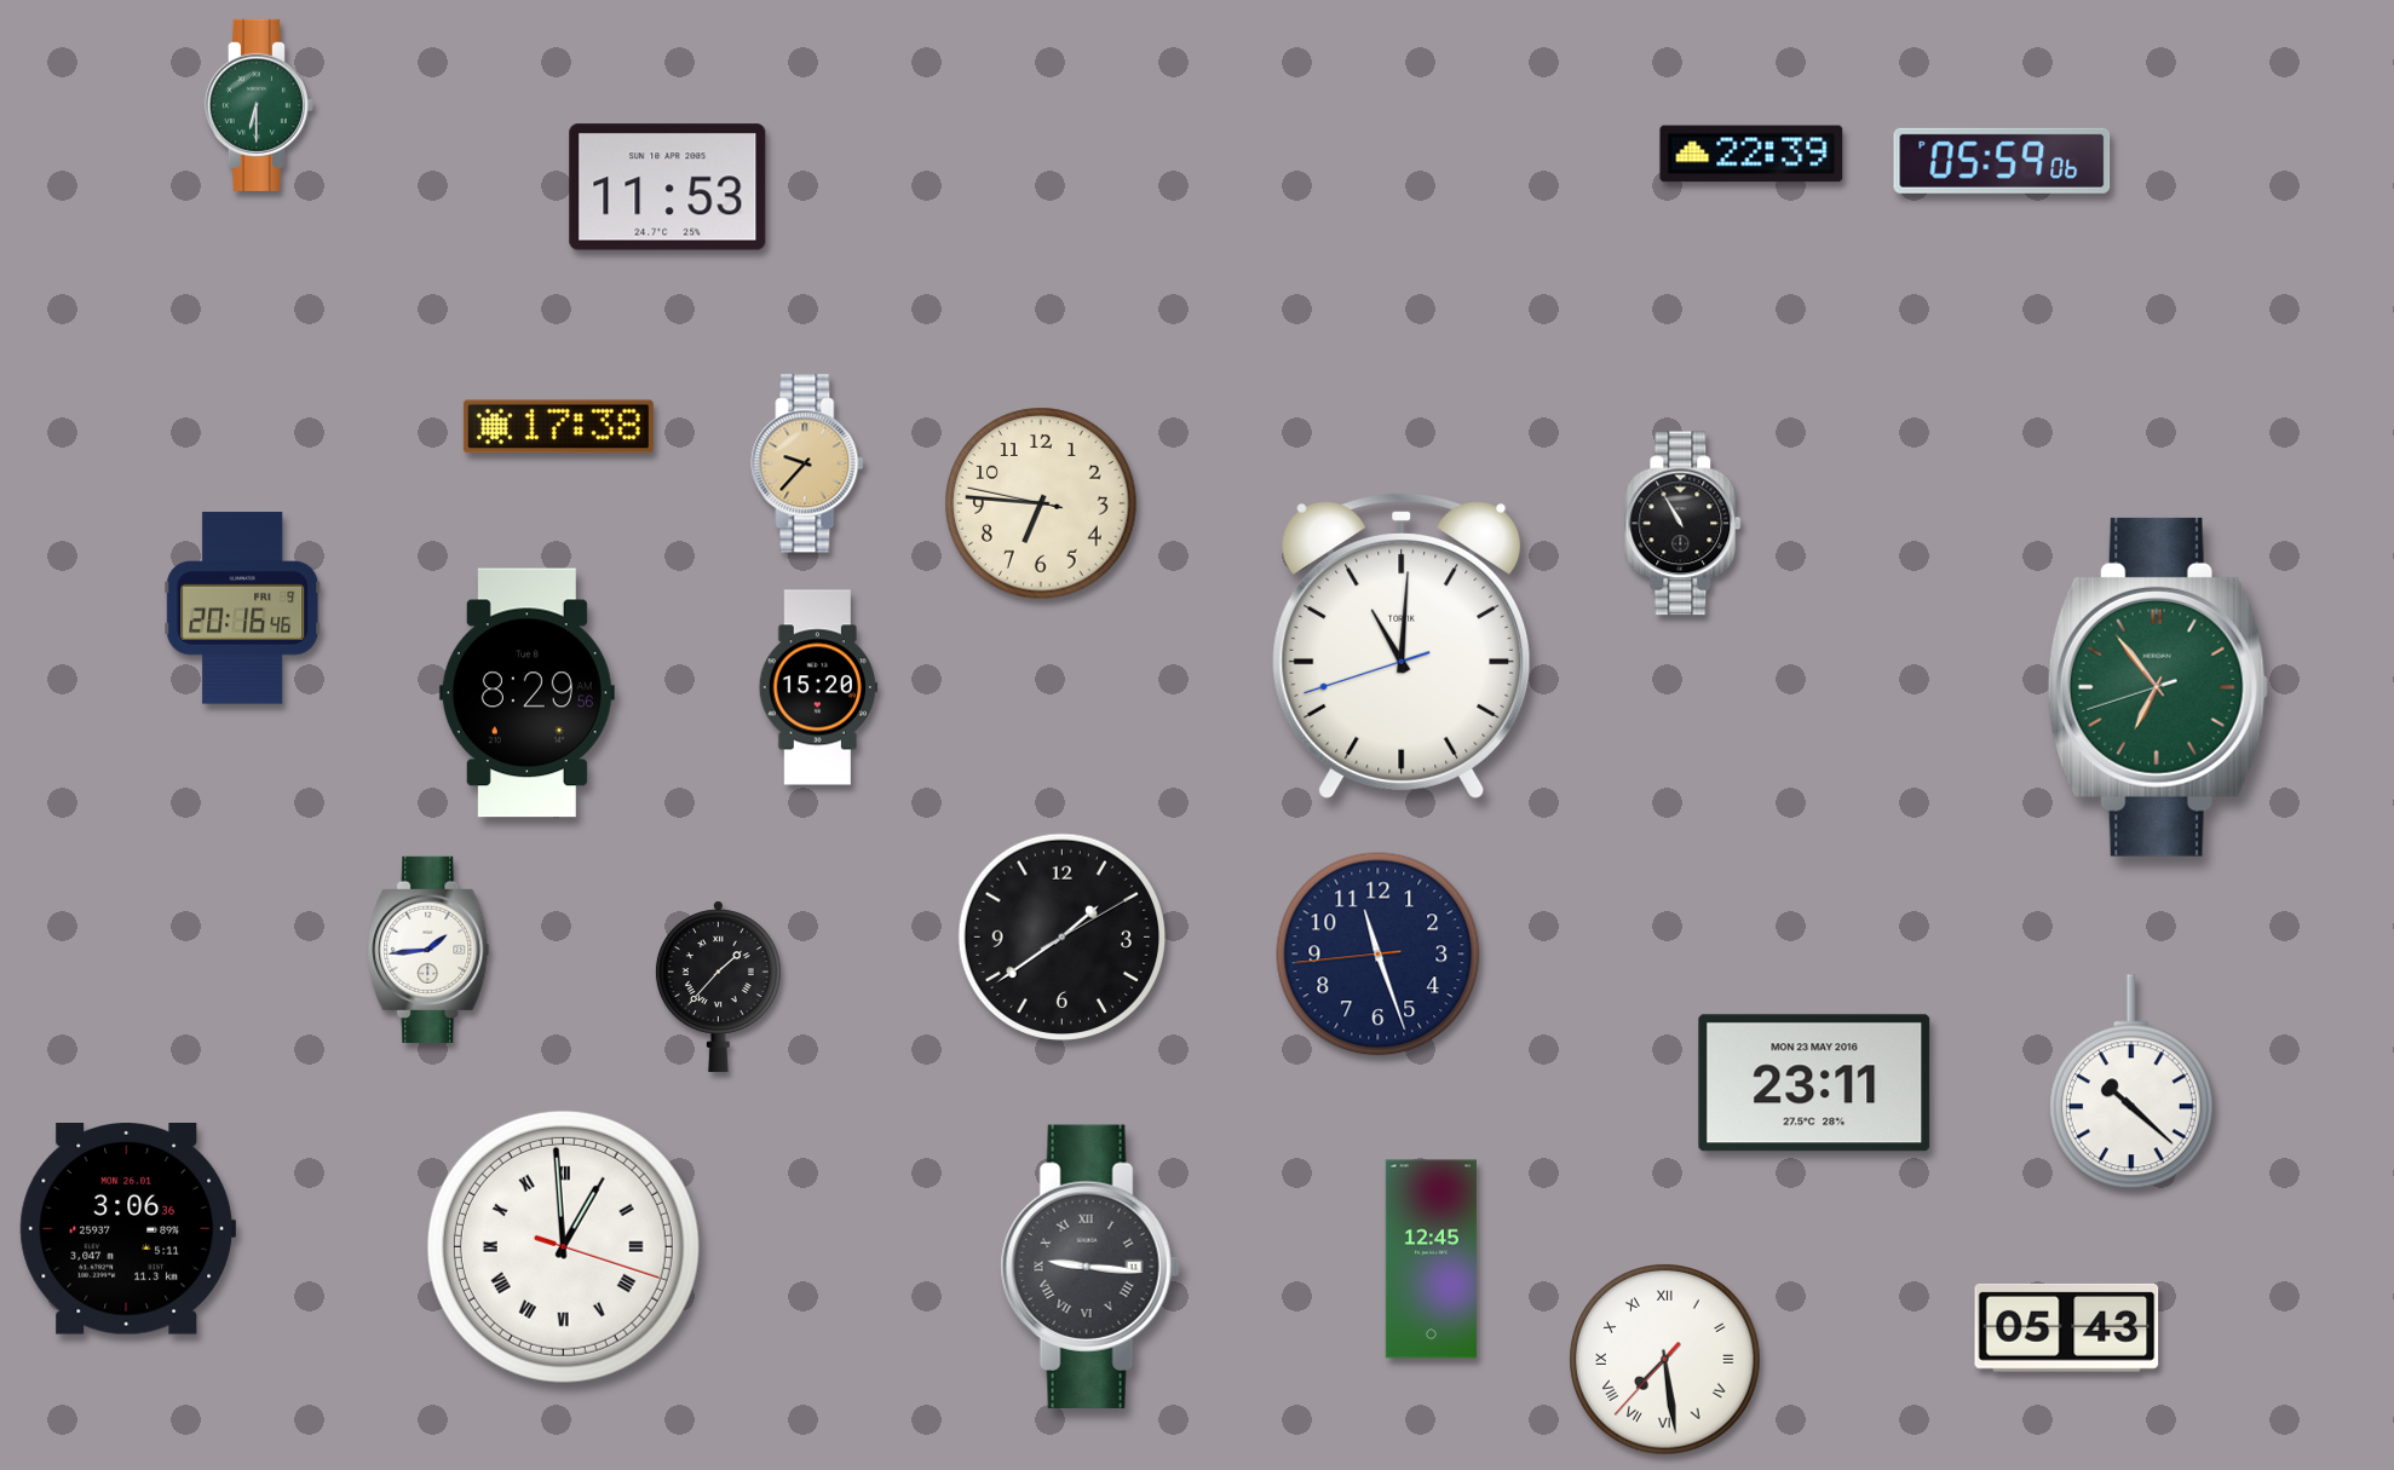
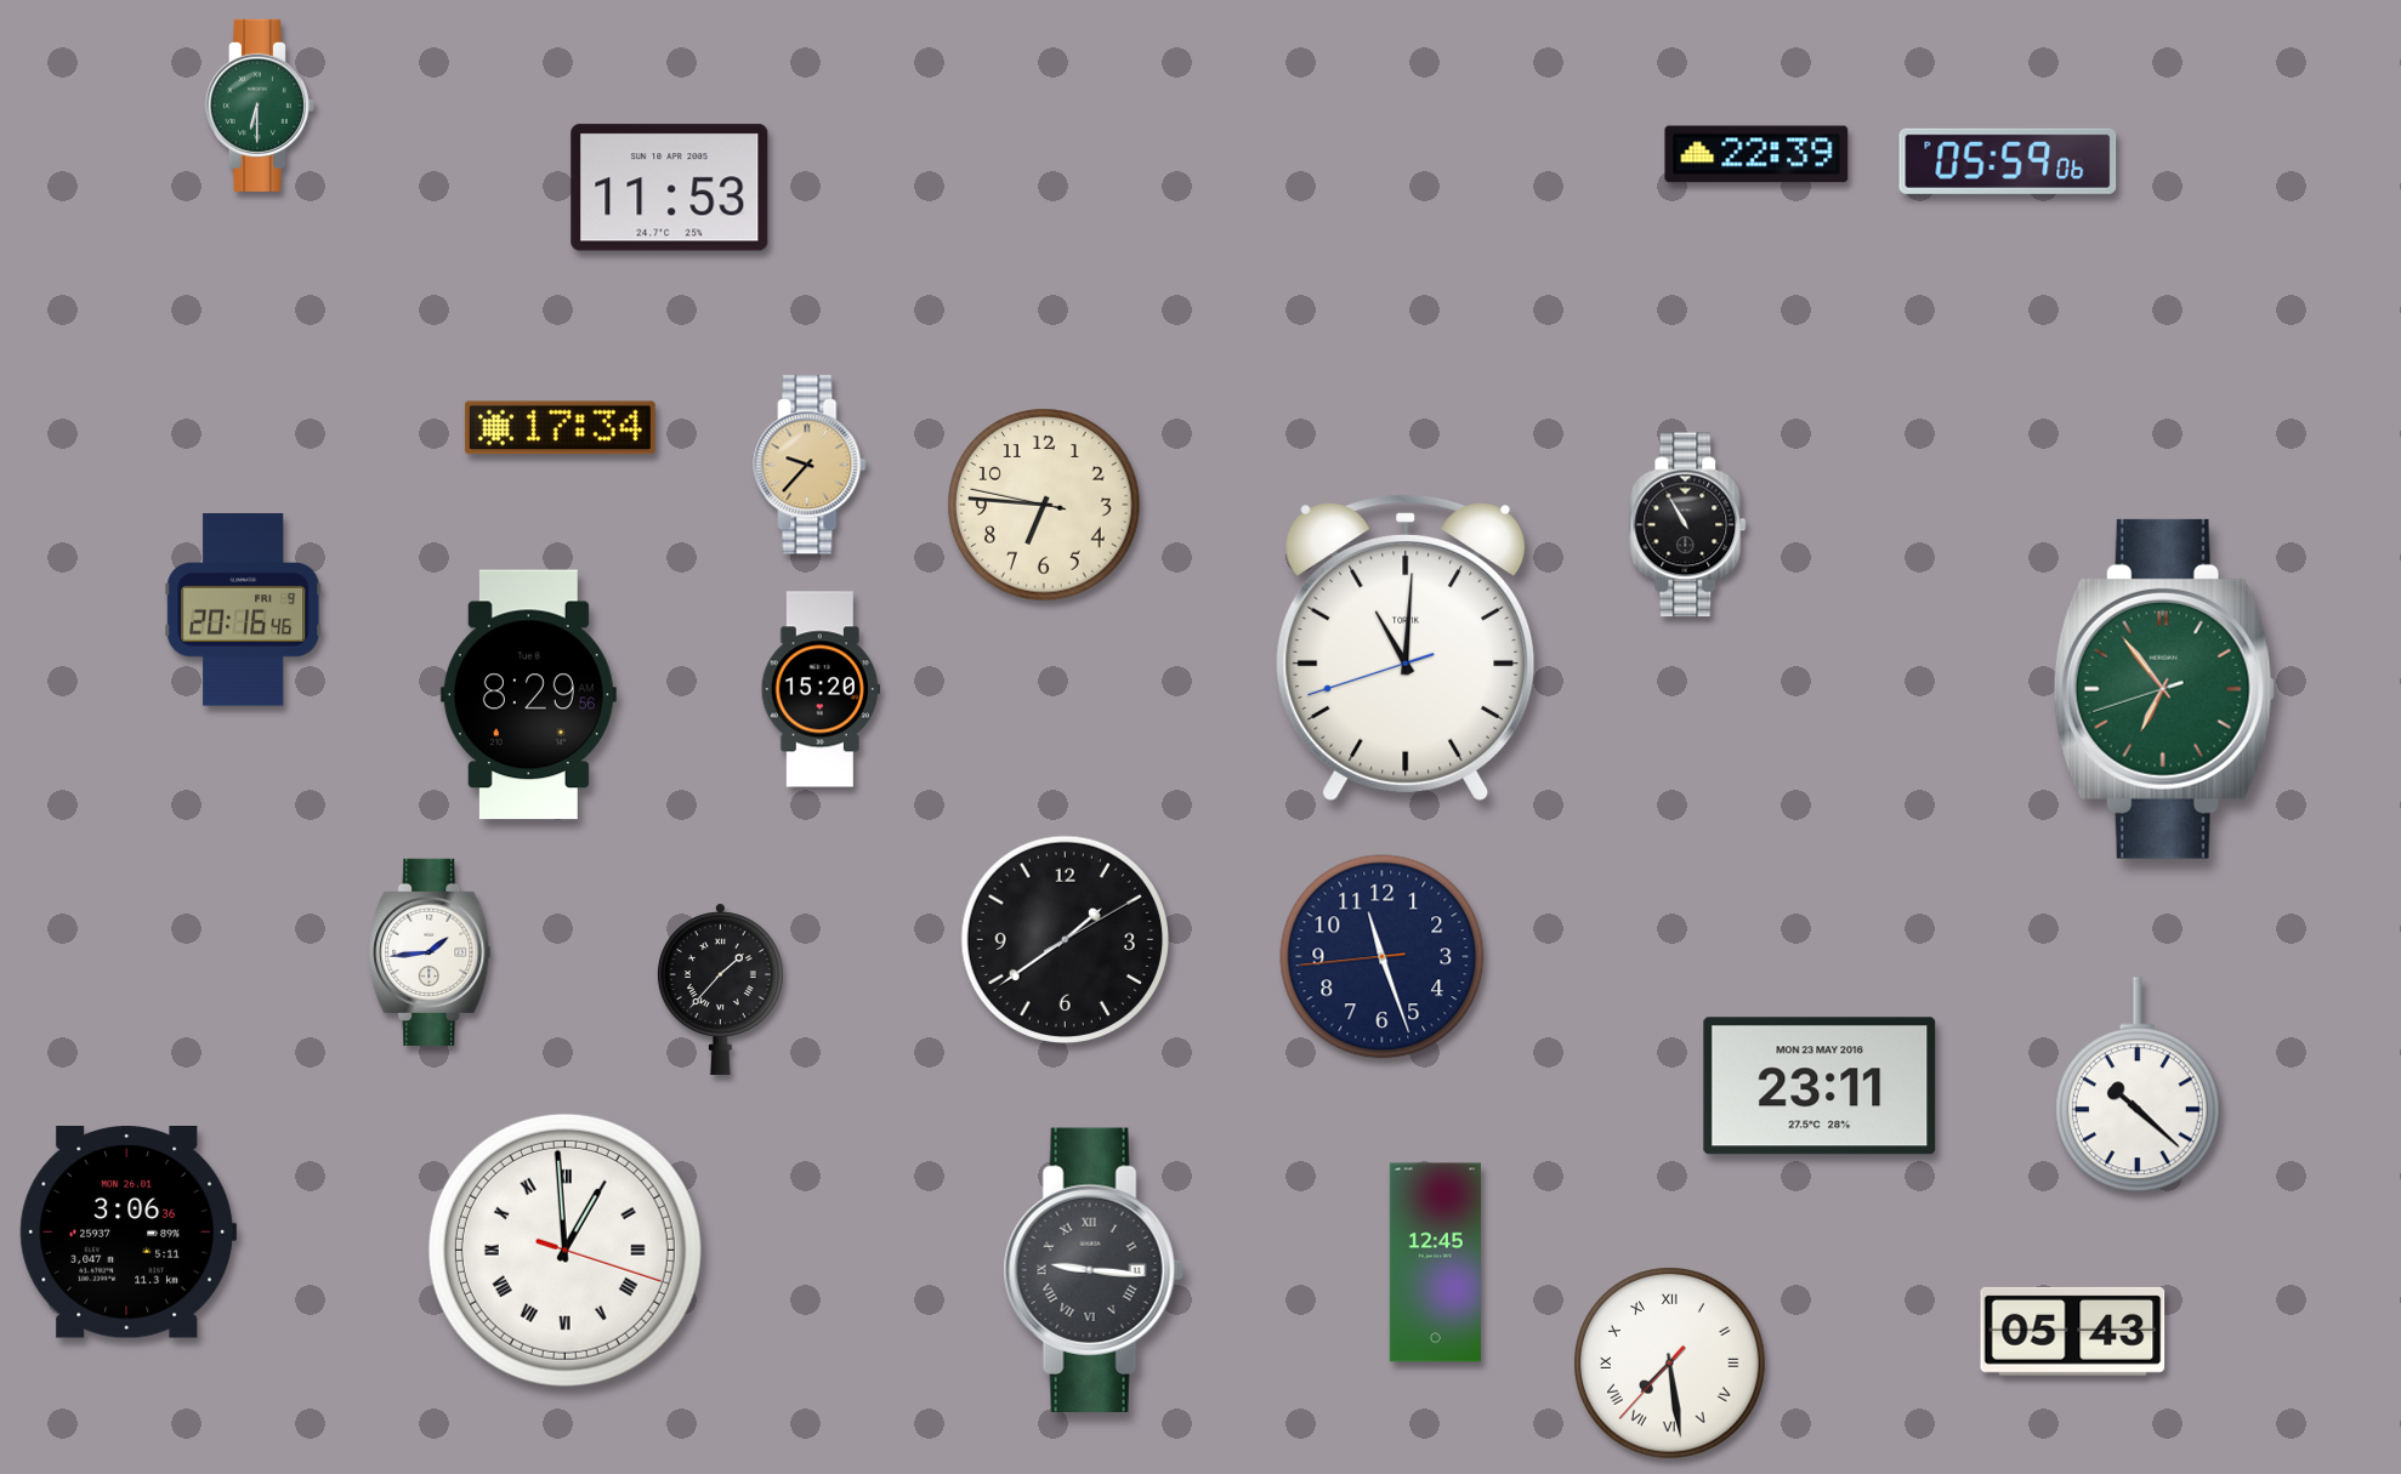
clock at (558, 427): 17:38 -> 17:34
